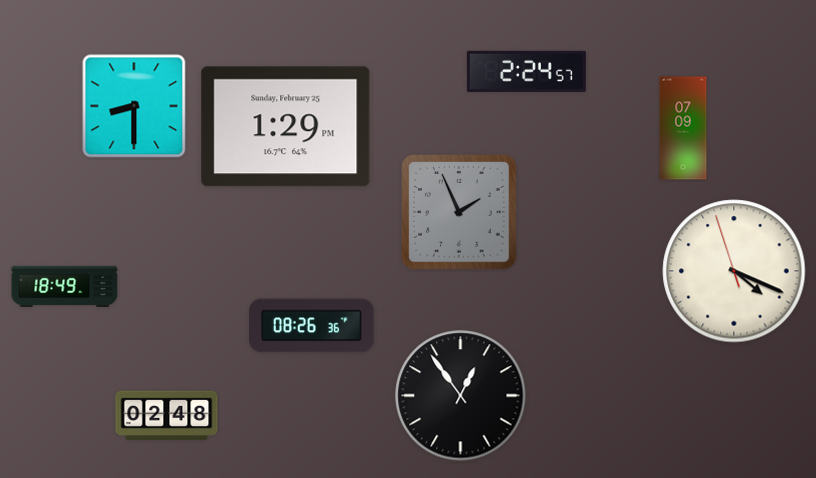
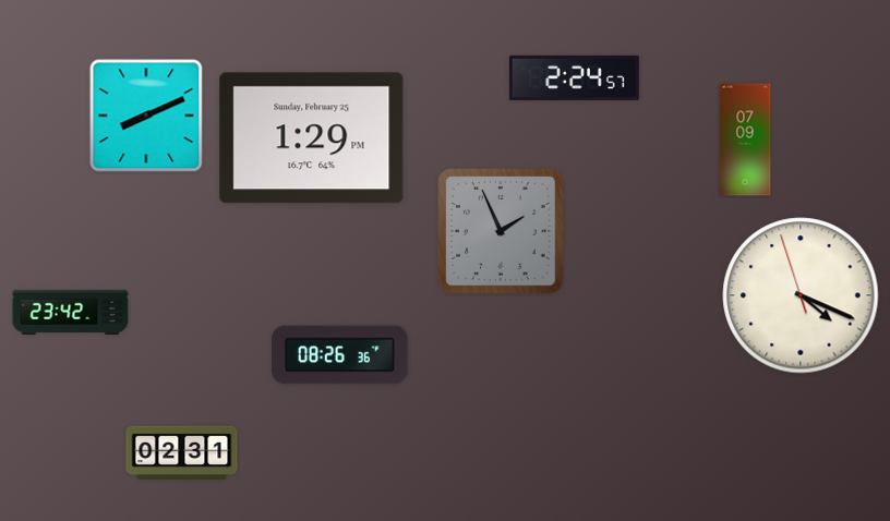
clock at (134, 106): 8:30 -> 8:11
clock at (65, 286): 18:49 -> 23:42
clock at (461, 396): 12:54 -> none
clock at (167, 416): 02:48 -> 02:31
